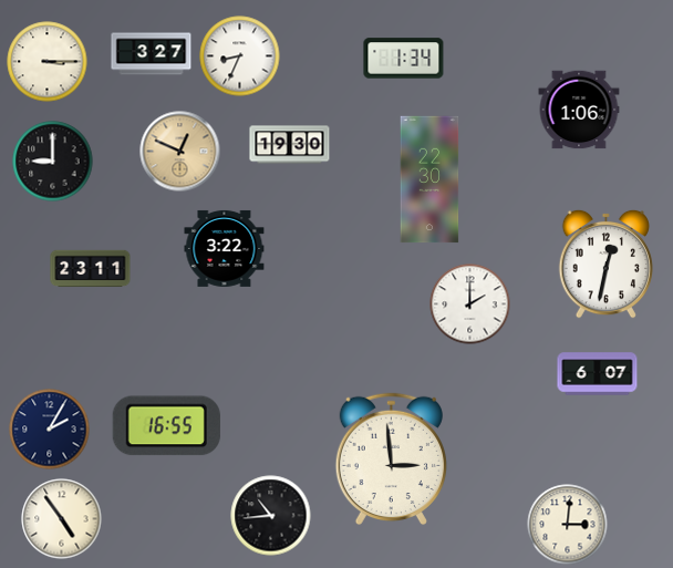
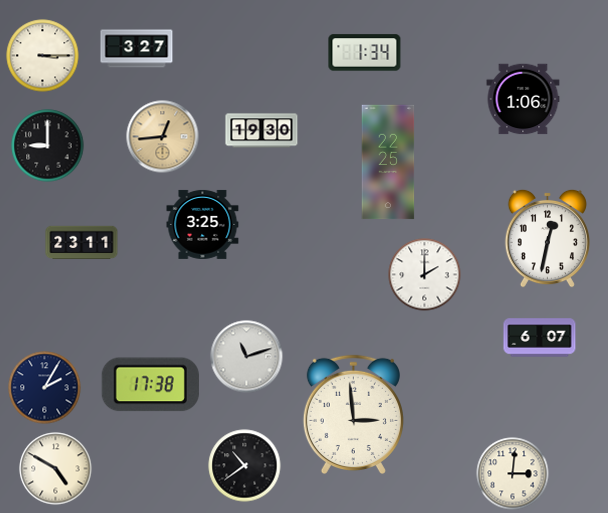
clock at (240, 56): 8:34 -> none
clock at (180, 152): 12:49 -> 12:44
clock at (429, 179): 22:30 -> 22:25
clock at (225, 248): 3:22 -> 3:25
clock at (247, 357): none -> 11:12
clock at (166, 426): 16:55 -> 17:38
clock at (271, 516): 10:44 -> 10:39
clock at (62, 519): 4:54 -> 4:50
